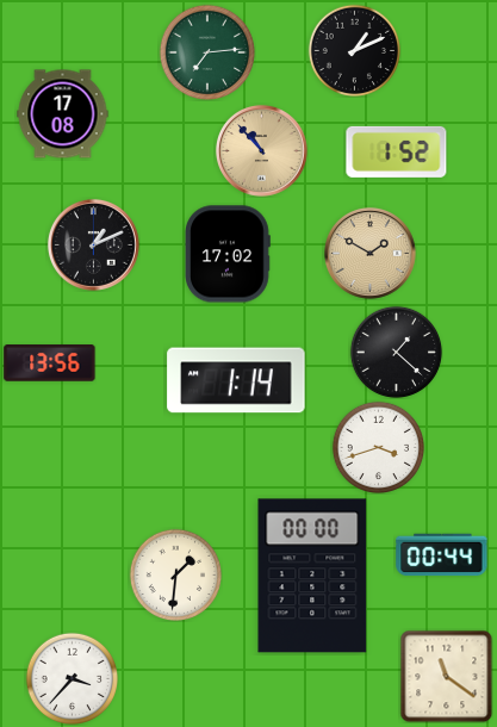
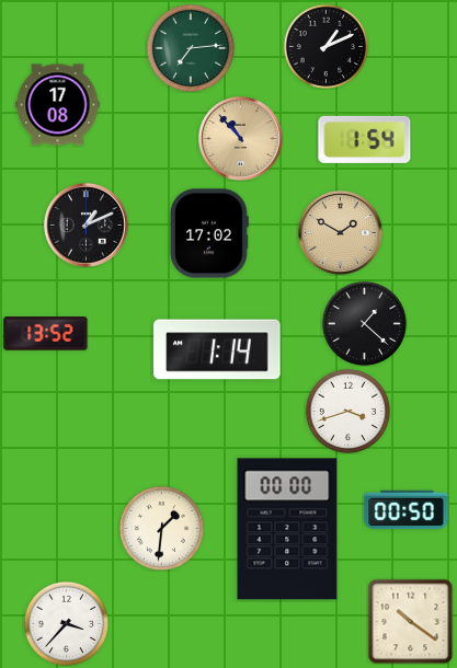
clock at (397, 151): 1:52 -> 1:54
clock at (50, 363): 13:56 -> 13:52
clock at (442, 555): 00:44 -> 00:50
clock at (446, 676): 11:21 -> 10:21
